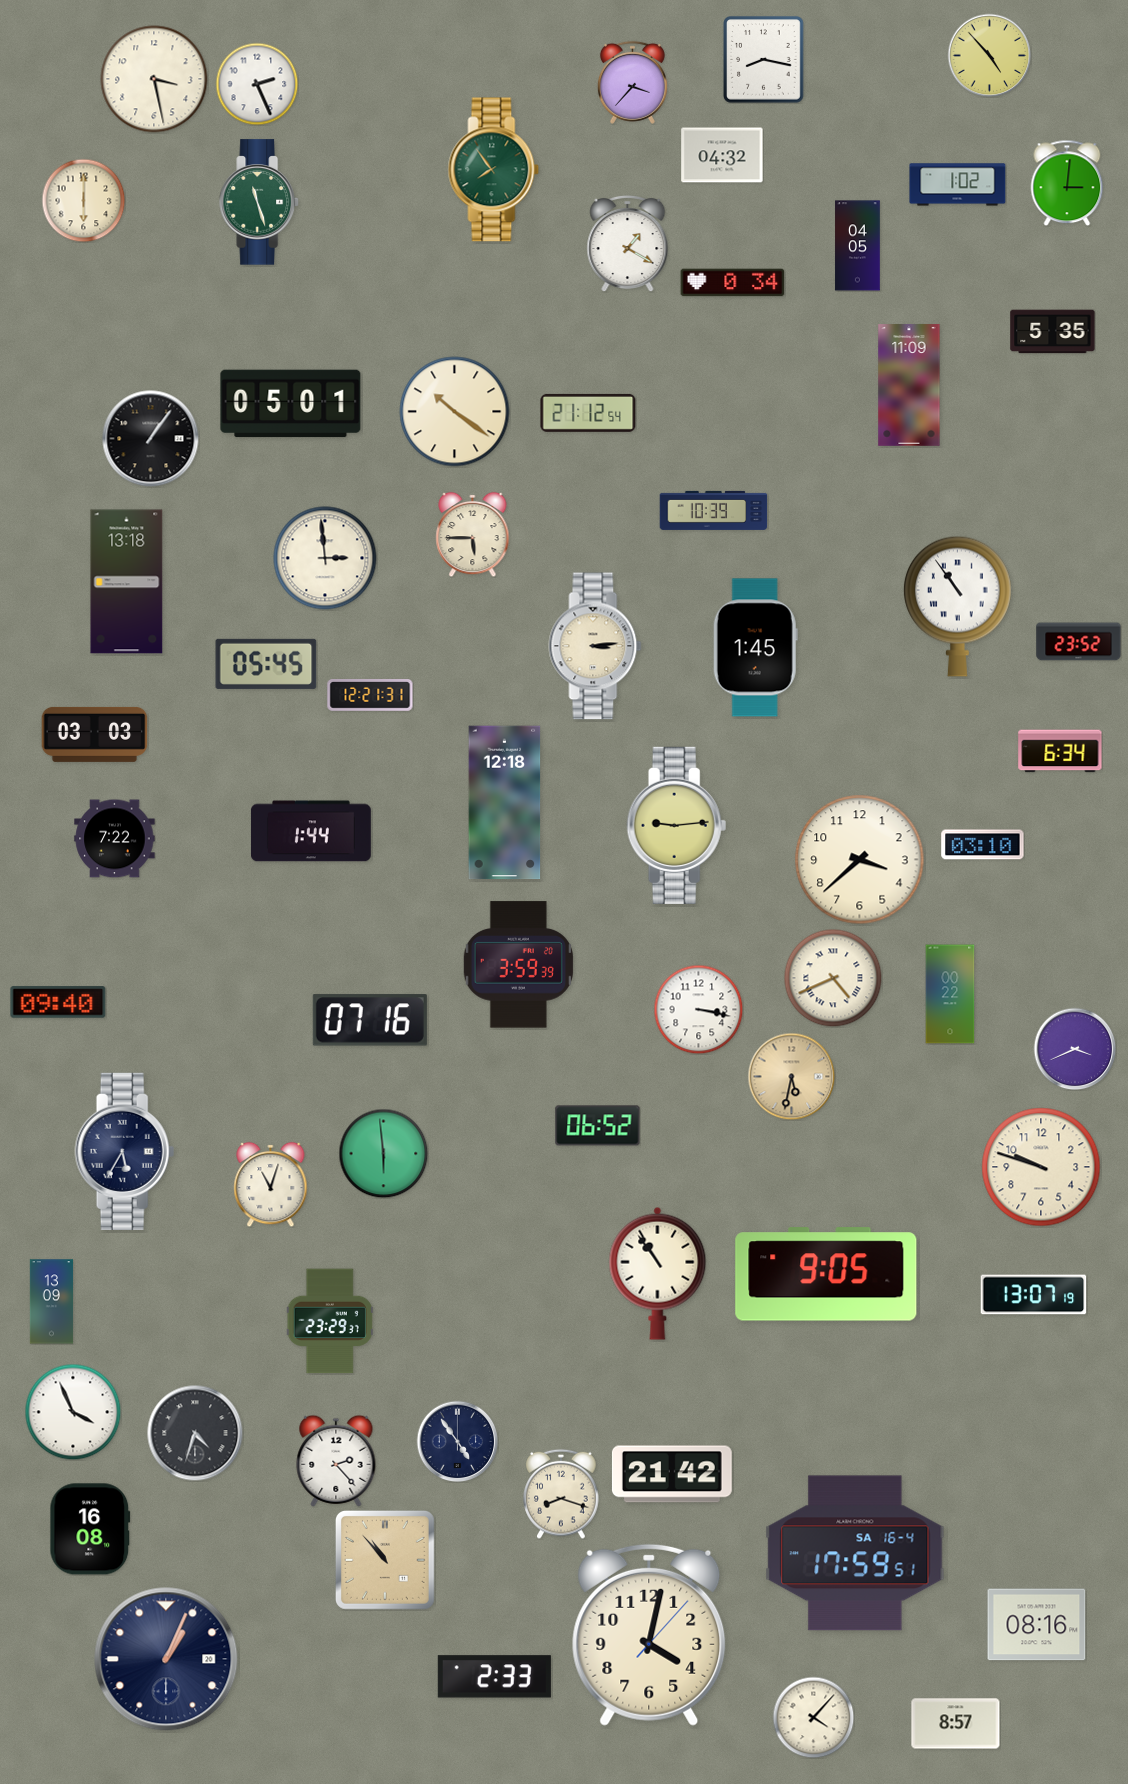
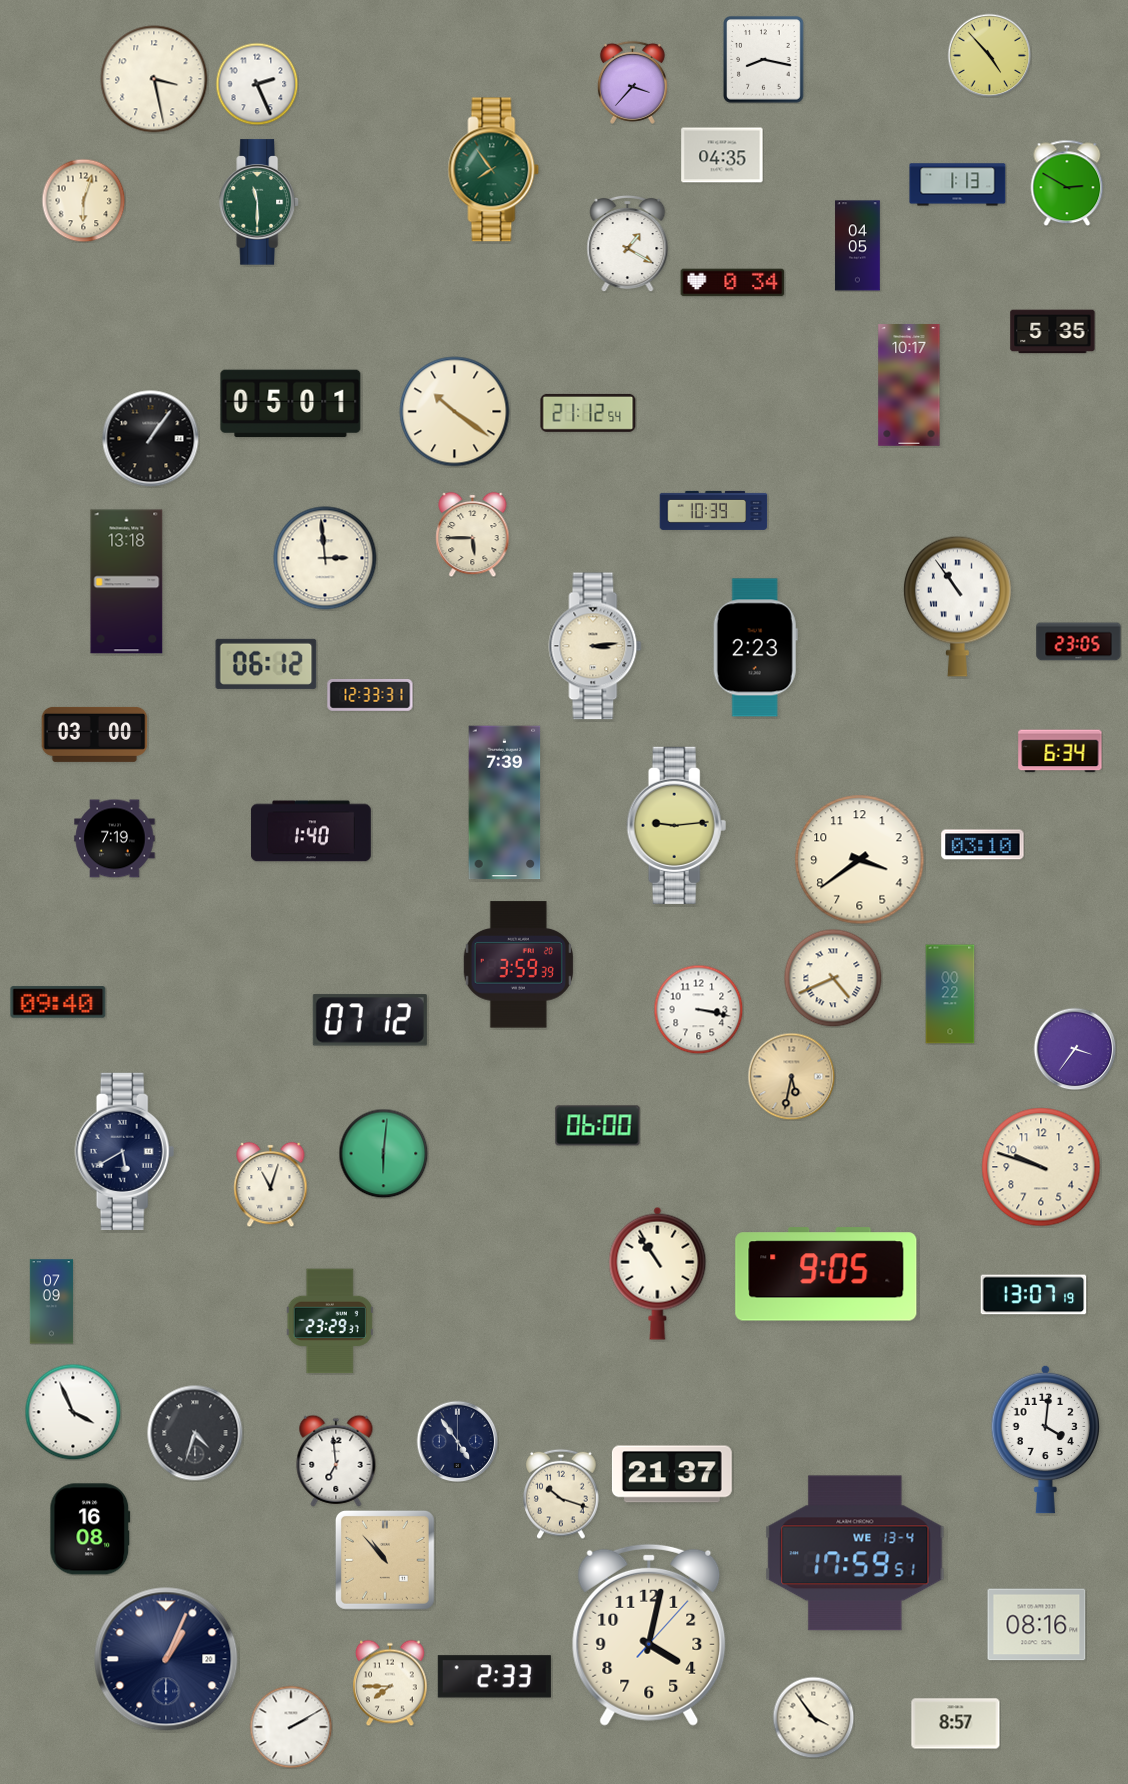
clock at (722, 155): 04:32 -> 04:35
clock at (1067, 183): 3:01 -> 2:50
clock at (958, 185): 1:02 -> 1:13
clock at (83, 200): 6:00 -> 6:03
clock at (259, 202): 11:27 -> 11:30
clock at (909, 385): 11:09 -> 10:17
clock at (1079, 642): 23:52 -> 23:05
clock at (755, 648): 1:45 -> 2:23
clock at (266, 664): 05:45 -> 06:12
clock at (370, 696): 12:21 -> 12:33
clock at (95, 734): 03:03 -> 03:00
clock at (505, 803): 12:18 -> 7:39
clock at (311, 831): 1:44 -> 1:40
clock at (115, 839): 7:22 -> 7:19
clock at (860, 860): 3:38 -> 3:39
clock at (370, 1020): 07:16 -> 07:12
clock at (1075, 1049): 3:41 -> 3:36
clock at (598, 1126): 06:52 -> 06:00
clock at (125, 1151): 5:35 -> 5:40
clock at (383, 1153): 5:59 -> 6:01
clock at (52, 1302): 13:09 -> 07:09
clock at (1045, 1439): none -> 4:01
clock at (336, 1461): 2:23 -> 6:59
clock at (672, 1474): 21:42 -> 21:37
clock at (561, 1494): 8:18 -> 10:18
clock at (855, 1553) date: SA 16-4 -> WE 13-4
clock at (391, 1683): none -> 7:45
clock at (813, 1717): 4:07 -> 3:54
clock at (291, 1727): none -> 2:10
